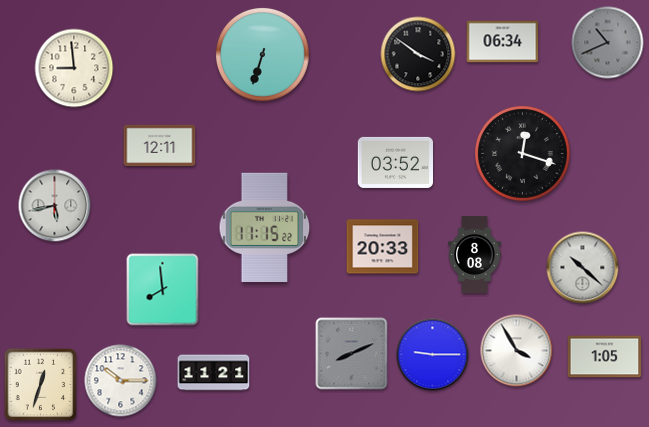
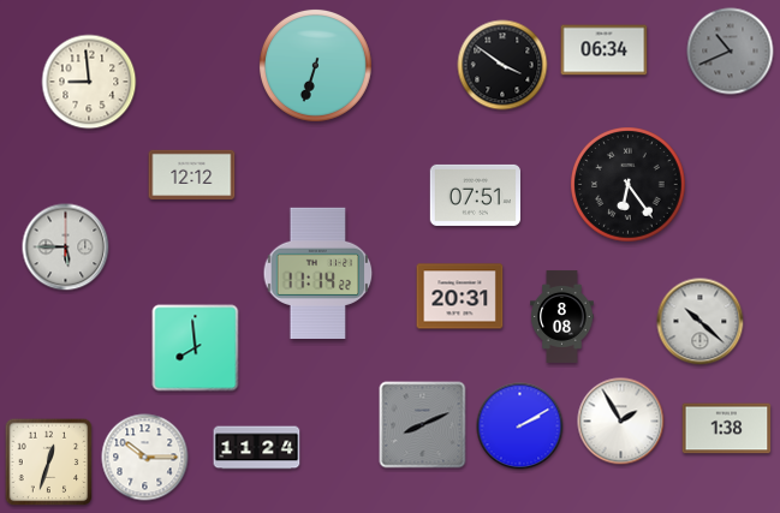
clock at (160, 146): 12:11 -> 12:12
clock at (523, 154): 12:18 -> 6:24
clock at (395, 162): 03:52 -> 07:51
clock at (55, 206): 5:43 -> 5:45
clock at (265, 227): 11:15 -> 11:14
clock at (383, 247): 20:33 -> 20:31
clock at (475, 254) position: (475, 254) -> (562, 316)
clock at (517, 351): 3:55 -> 1:55
clock at (433, 355): 9:15 -> 2:10
clock at (605, 357): 1:05 -> 1:38
clock at (214, 373): 11:21 -> 11:24
